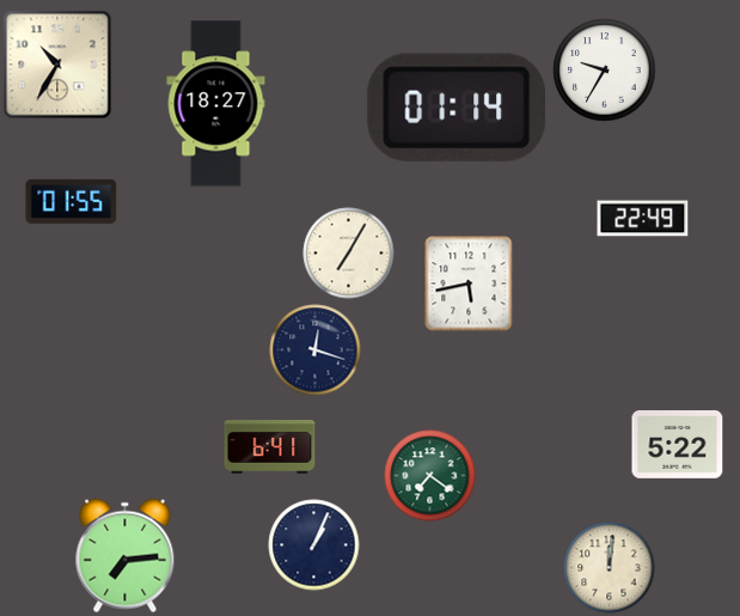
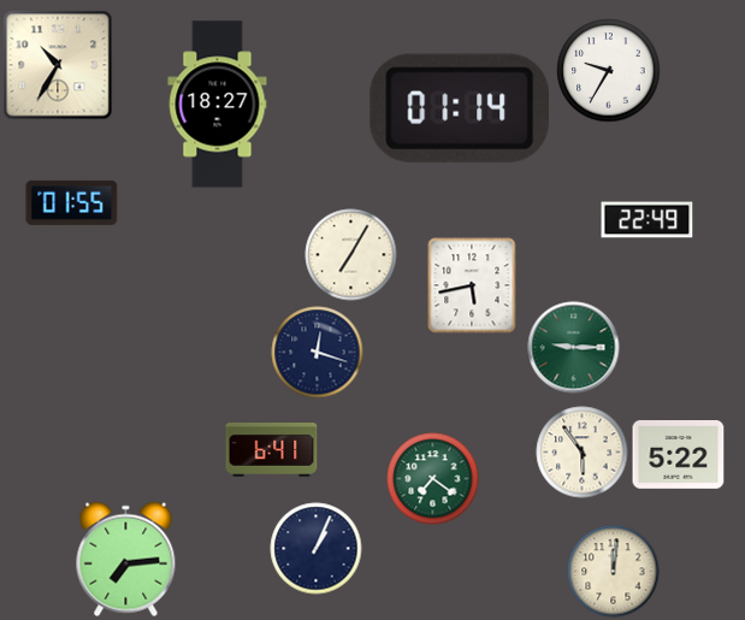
clock at (574, 348): none -> 9:15
clock at (678, 445) position: (678, 445) -> (679, 455)
clock at (583, 453): none -> 5:54
